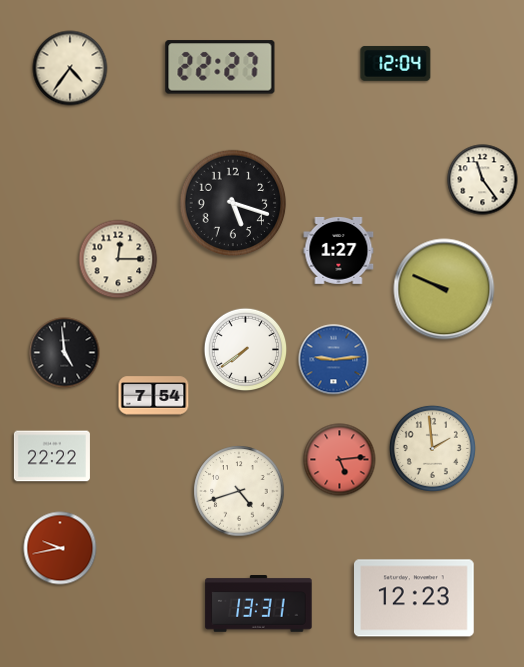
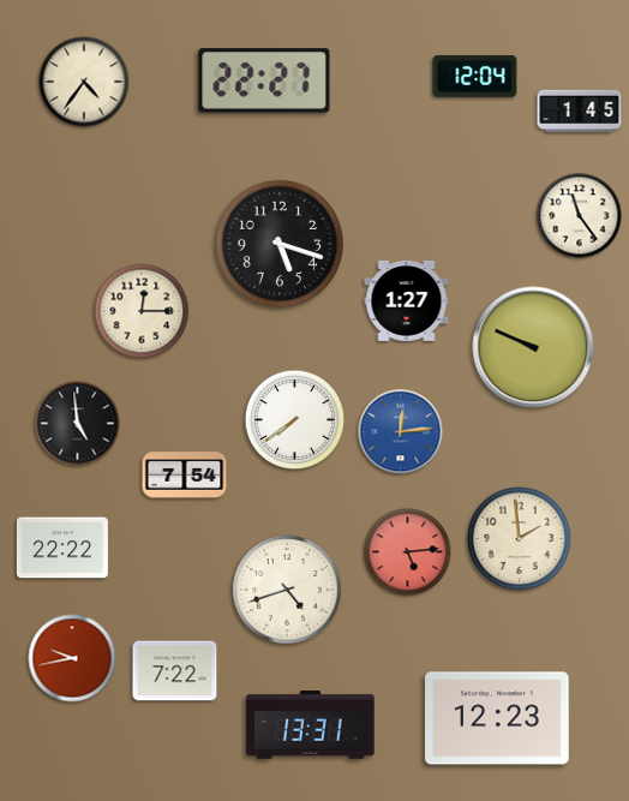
clock at (580, 112): none -> 1:45
clock at (334, 360): 9:14 -> 12:14
clock at (175, 671): none -> 7:22
